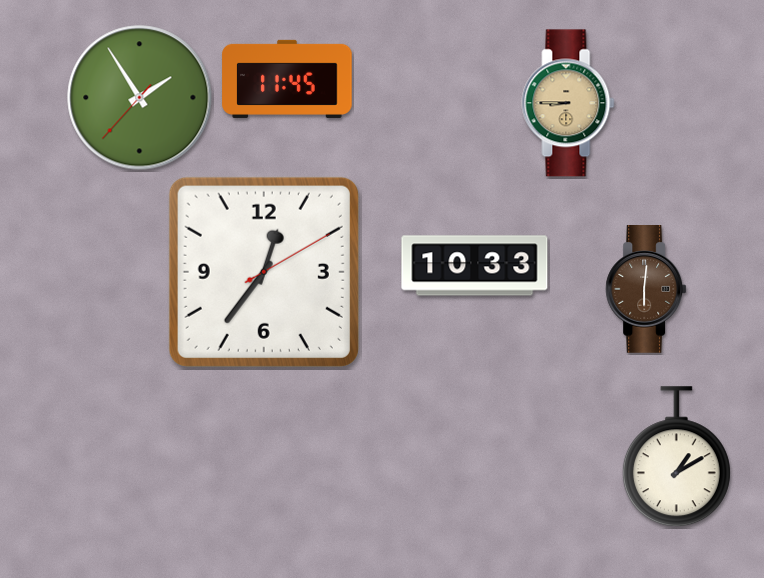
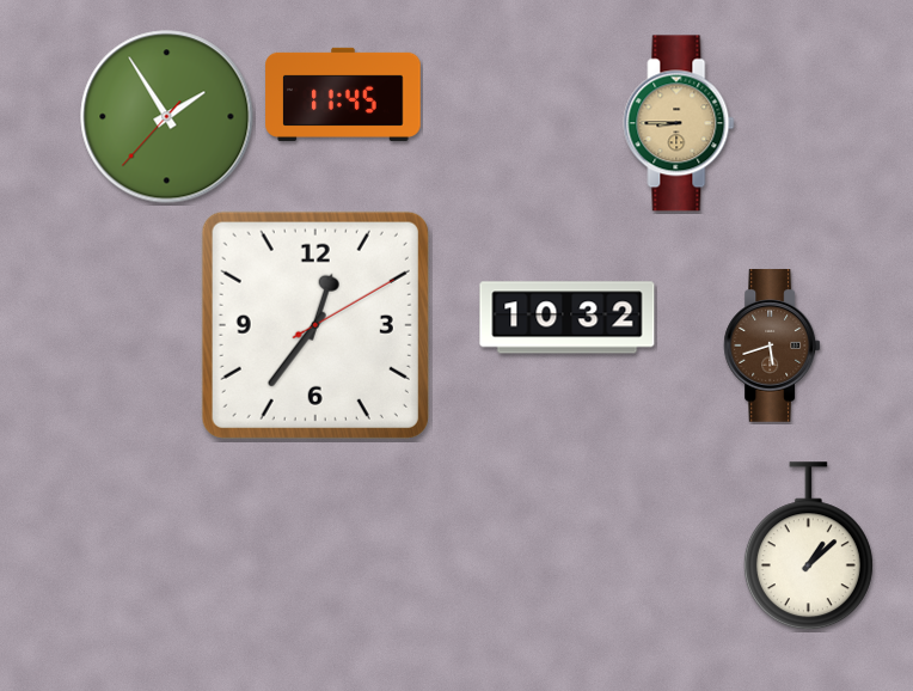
clock at (475, 266): 10:33 -> 10:32
clock at (646, 290): 6:01 -> 5:42
clock at (676, 457): 1:10 -> 1:08
